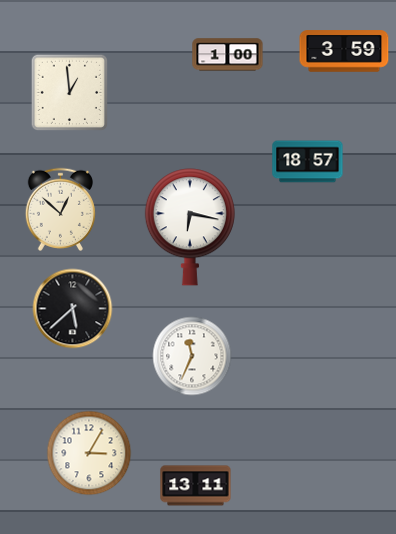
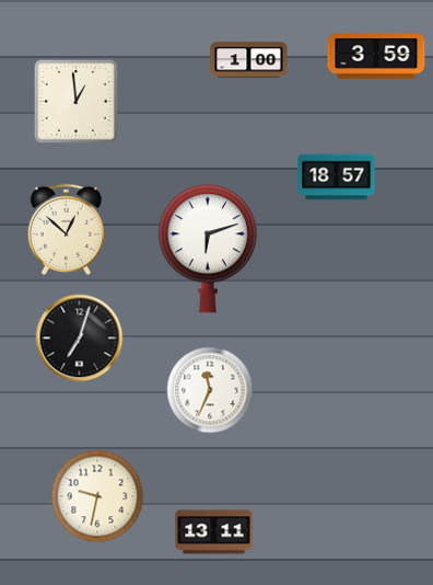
clock at (190, 227): 6:17 -> 6:12
clock at (73, 309): 5:38 -> 7:03
clock at (89, 453): 3:05 -> 9:32
